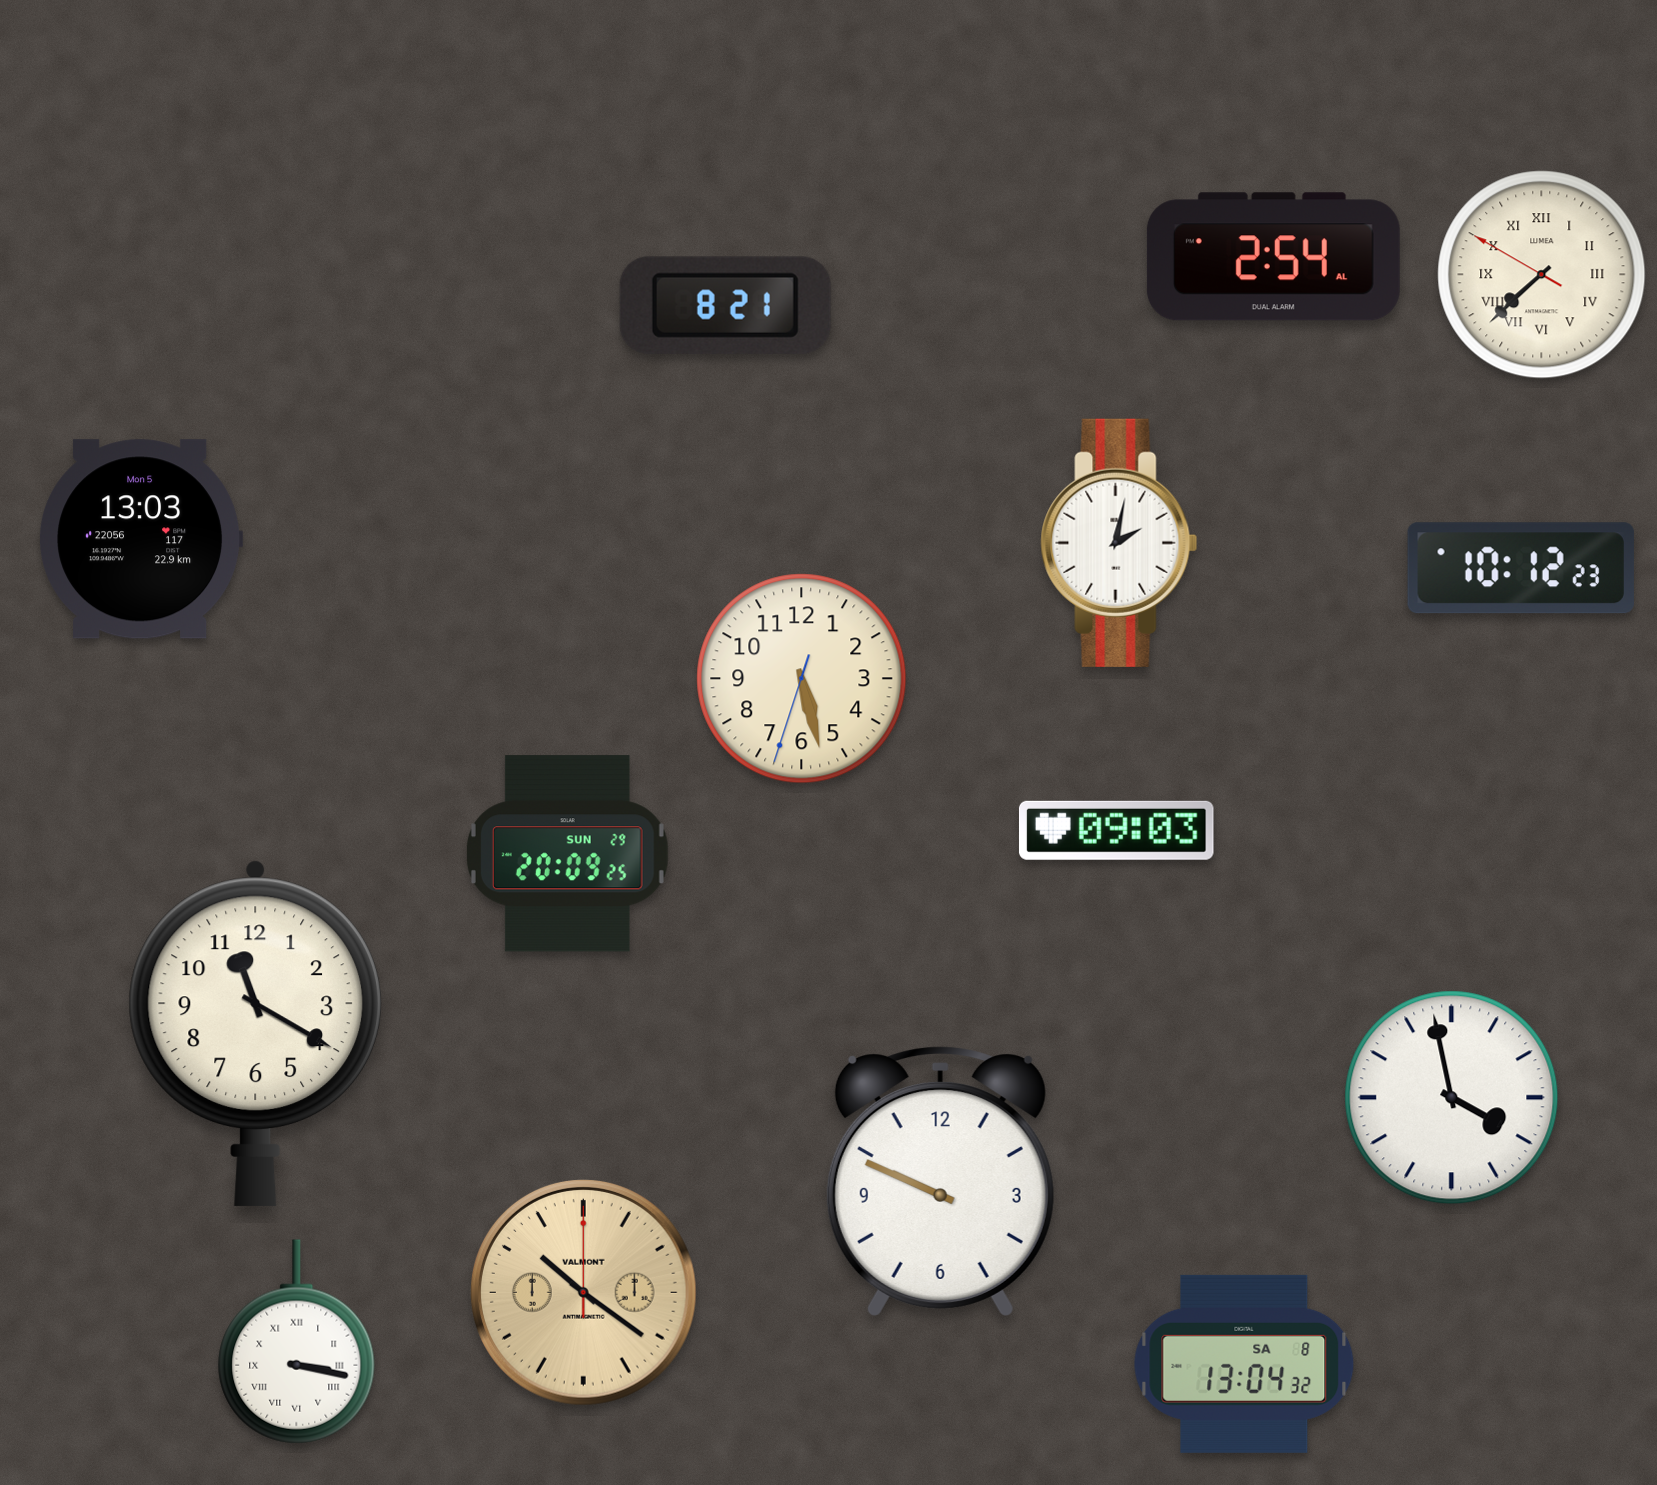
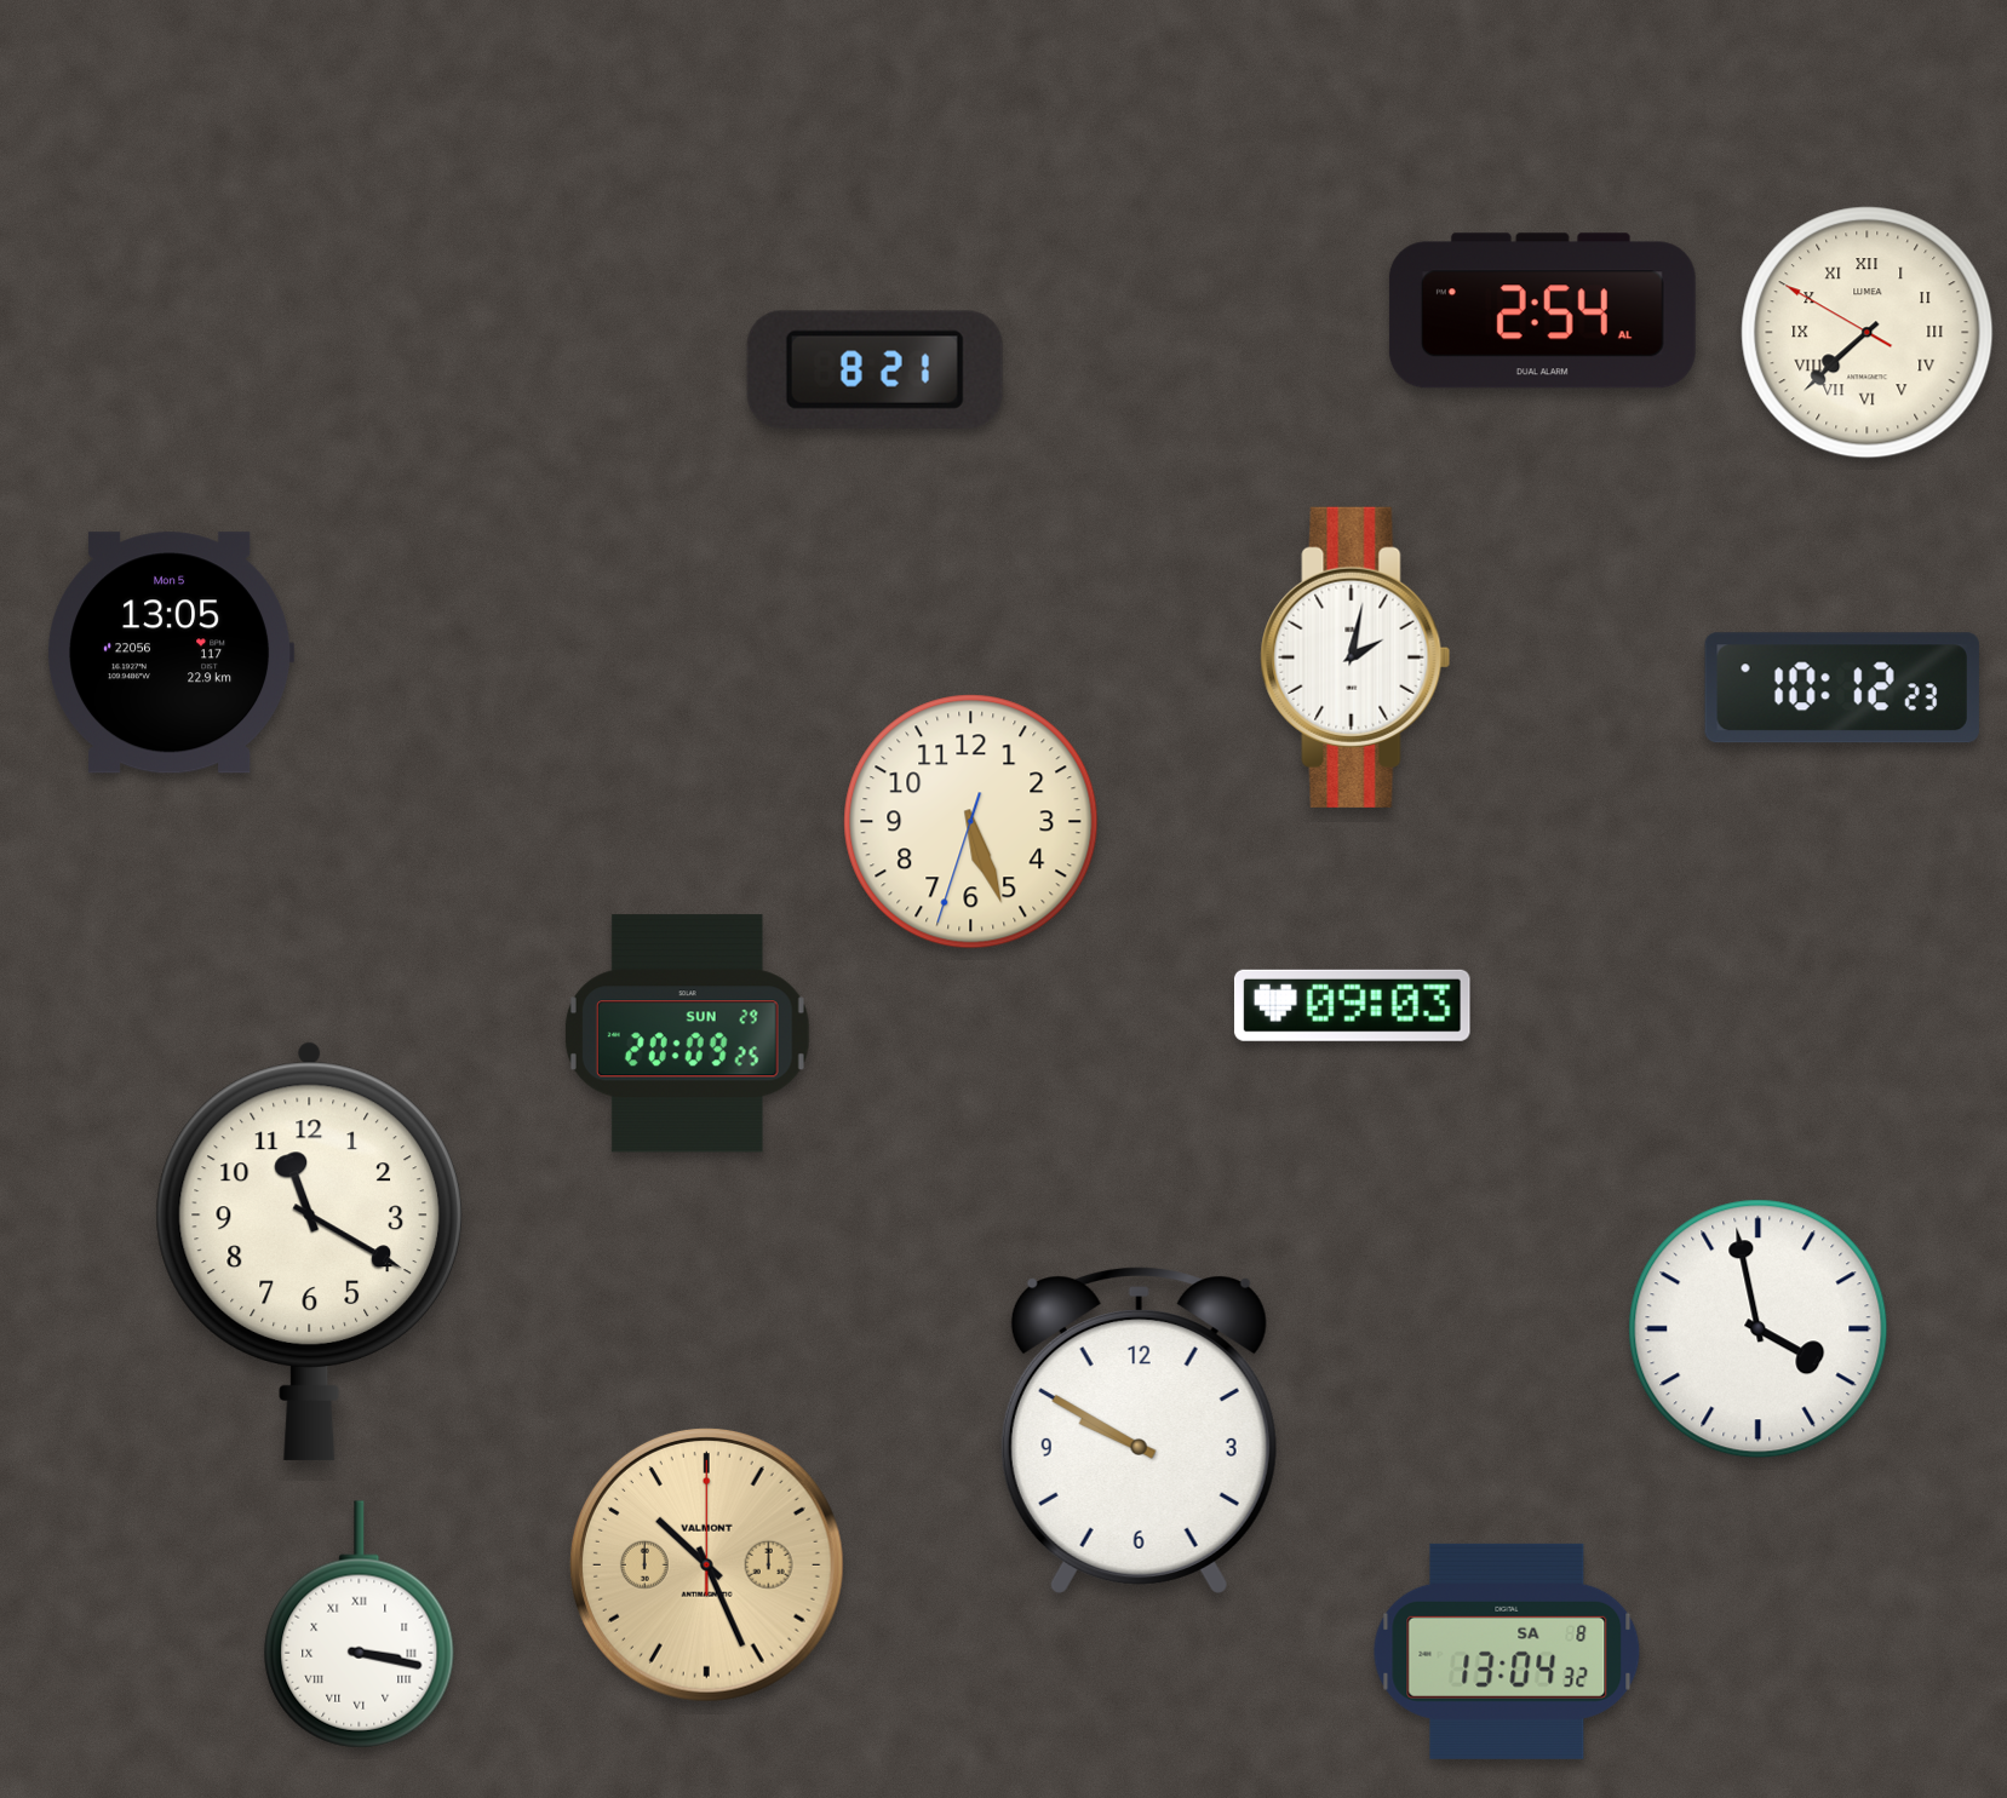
clock at (725, 305) position: (725, 305) -> (875, 369)
clock at (142, 539): 13:03 -> 13:05
clock at (802, 679): 5:27 -> 5:26
clock at (940, 1181): 9:49 -> 9:50
clock at (583, 1292): 10:21 -> 10:26
